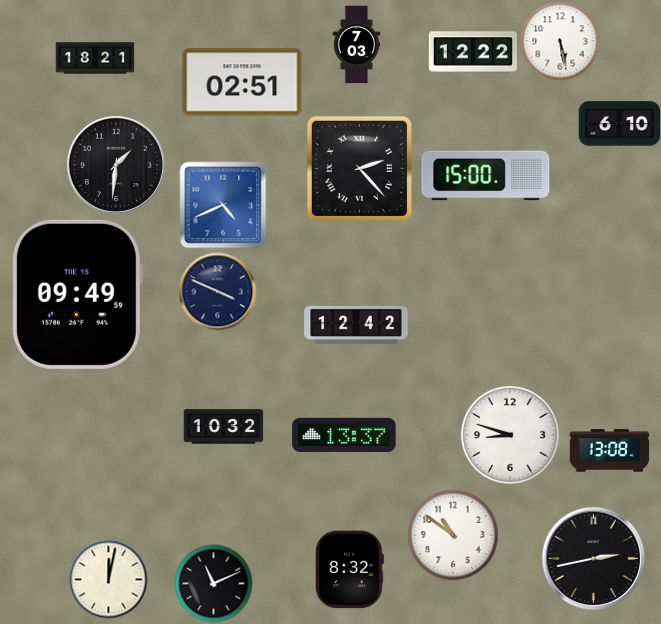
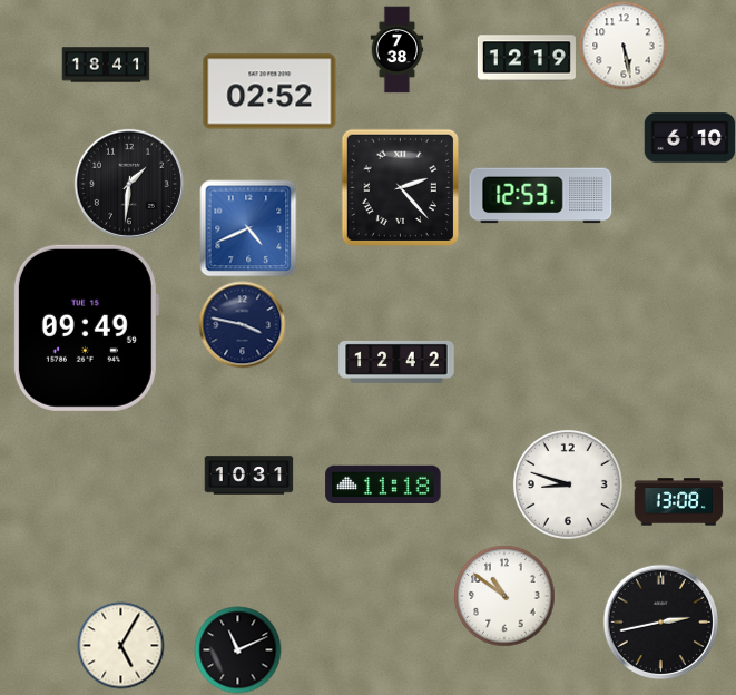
clock at (357, 44): 7:03 -> 7:38
clock at (473, 52): 12:22 -> 12:19
clock at (95, 58): 18:21 -> 18:41
clock at (242, 82): 02:51 -> 02:52
clock at (486, 176): 15:00 -> 12:53
clock at (217, 291): 3:49 -> 3:47
clock at (223, 427): 10:32 -> 10:31
clock at (344, 434): 13:37 -> 11:18
clock at (349, 569): 8:32 -> none
clock at (108, 579): 12:02 -> 5:05
